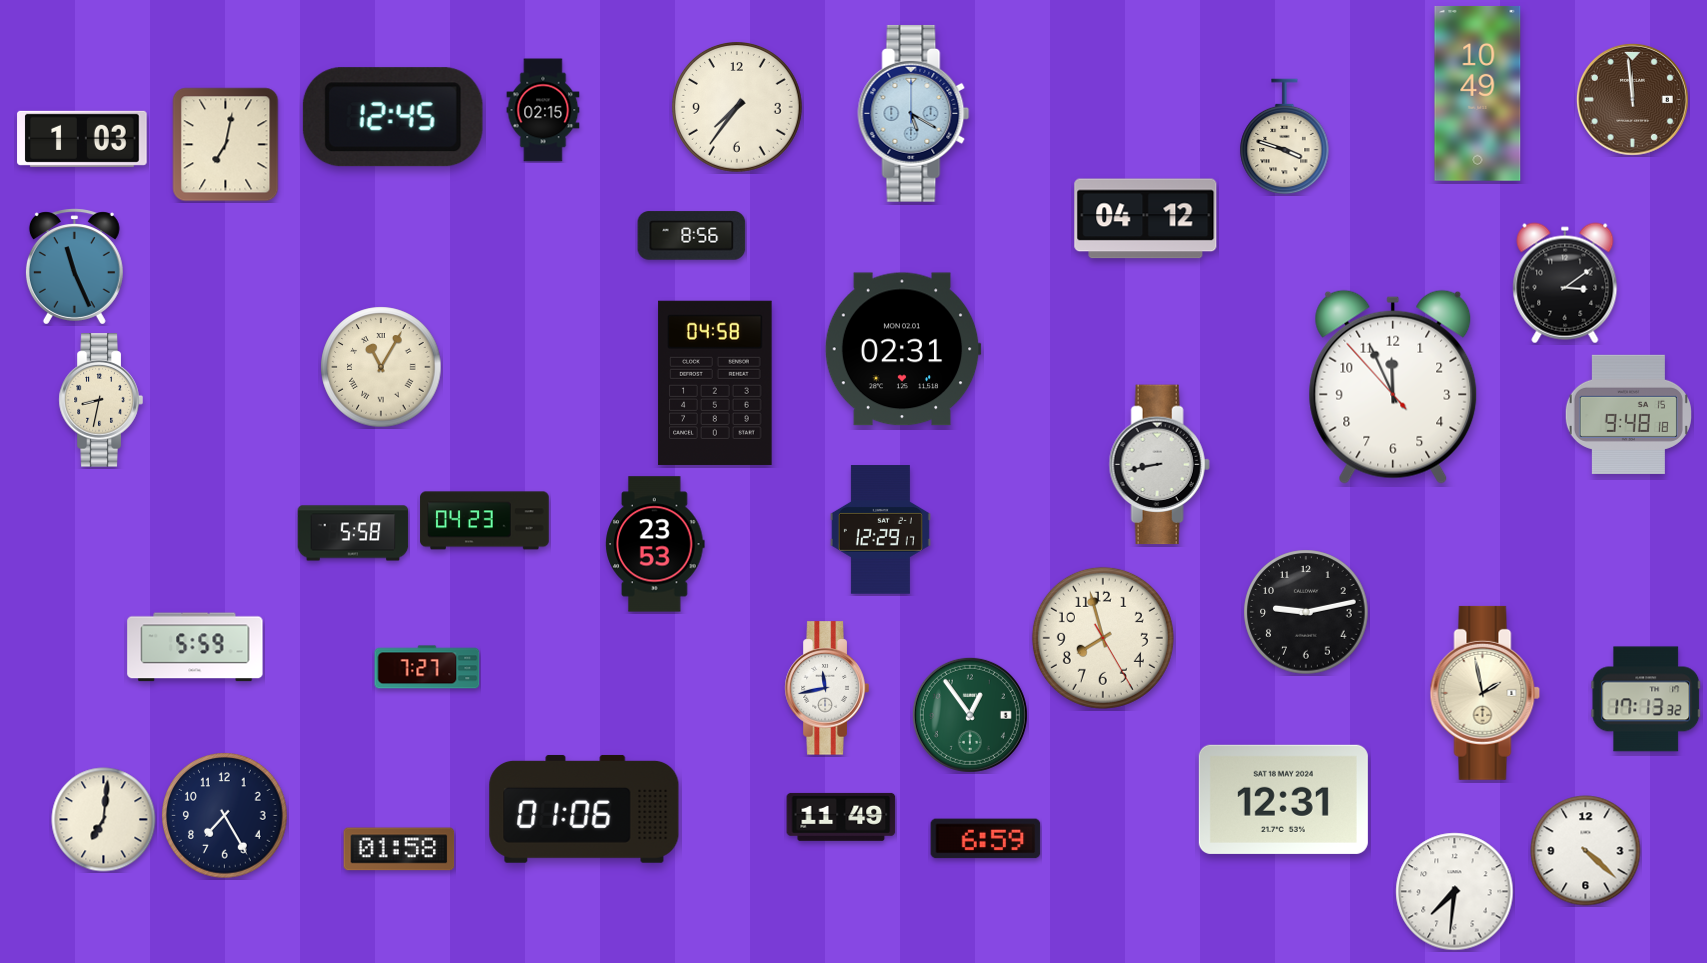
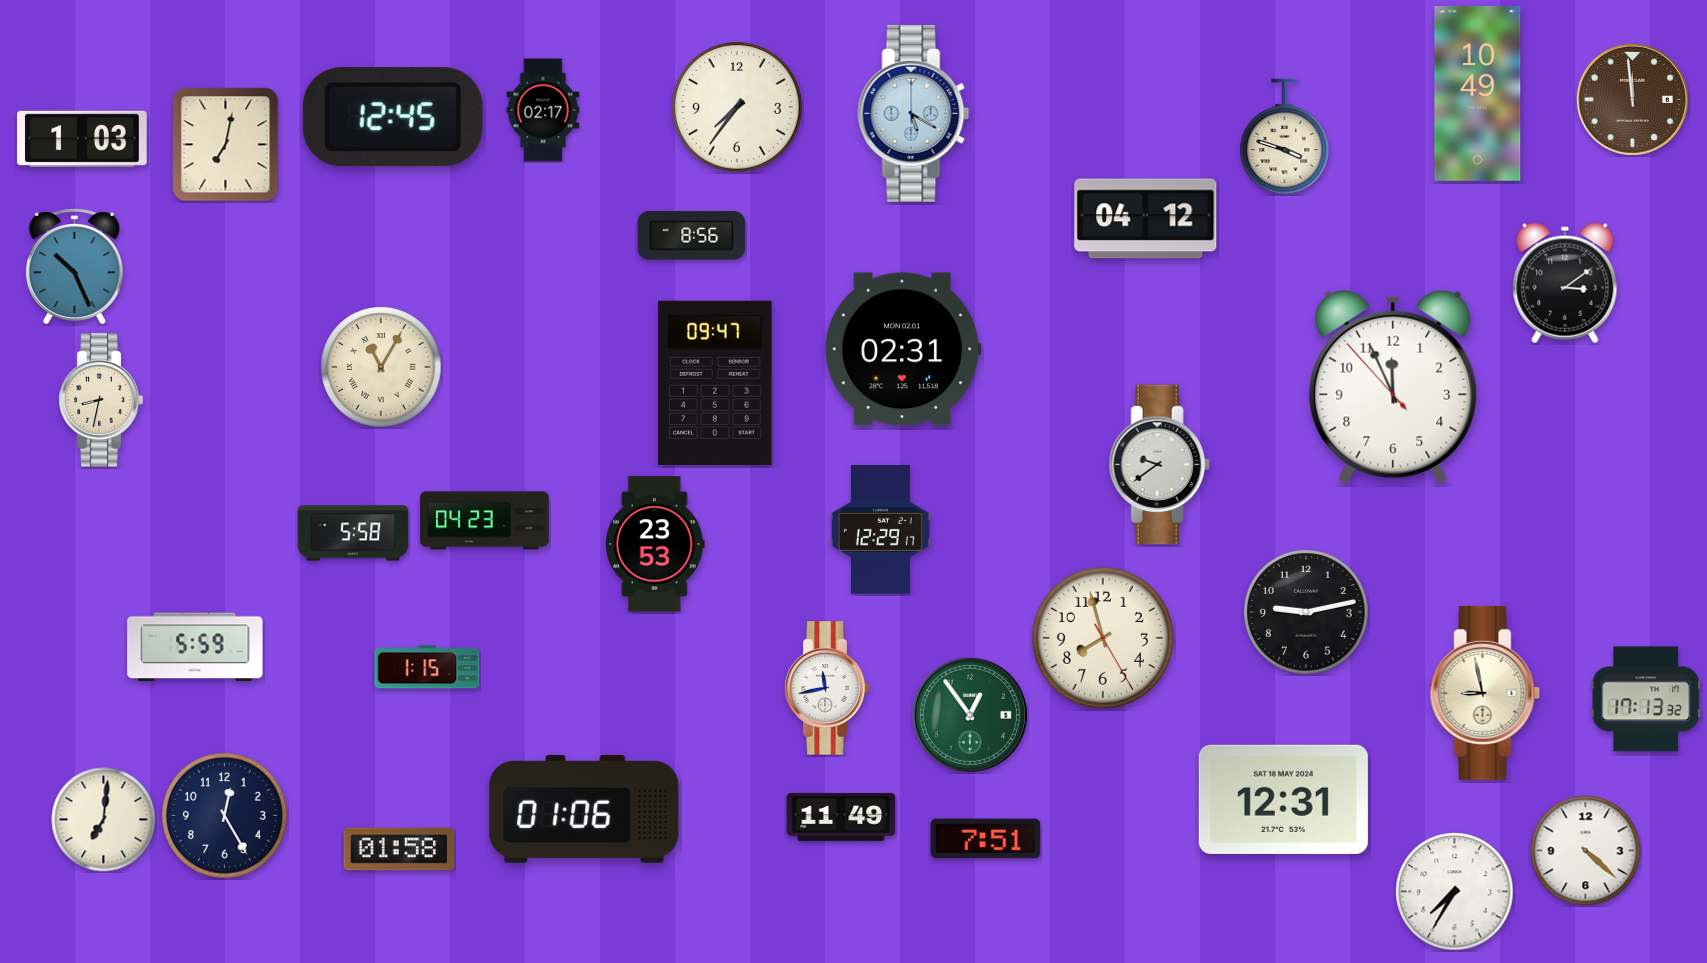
clock at (543, 110): 02:15 -> 02:17
clock at (74, 267): 11:26 -> 10:26
clock at (715, 383): 04:58 -> 09:47
clock at (1628, 414): 9:48 -> none
clock at (1159, 465): 8:43 -> 9:39
clock at (427, 667): 7:27 -> 1:15
clock at (1485, 693): 1:58 -> 8:58
clock at (225, 816): 7:25 -> 12:25
clock at (986, 839): 6:59 -> 7:51
clock at (1455, 892): 7:31 -> 7:35
